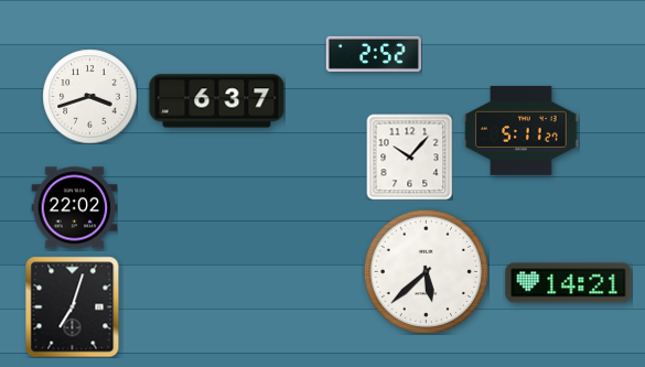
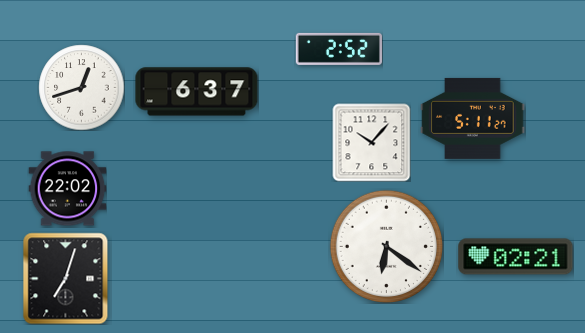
clock at (89, 96): 3:42 -> 12:42
clock at (426, 271): 5:38 -> 6:21
clock at (569, 283): 14:21 -> 02:21
